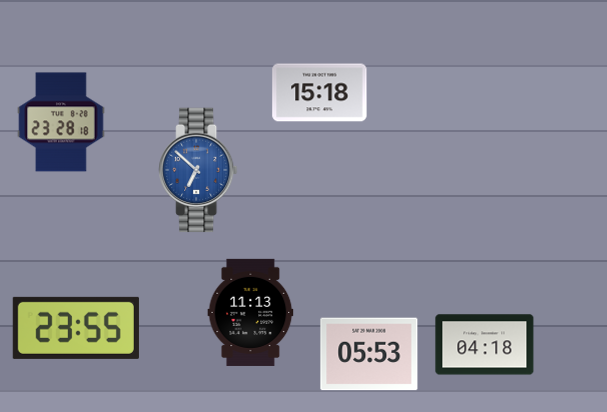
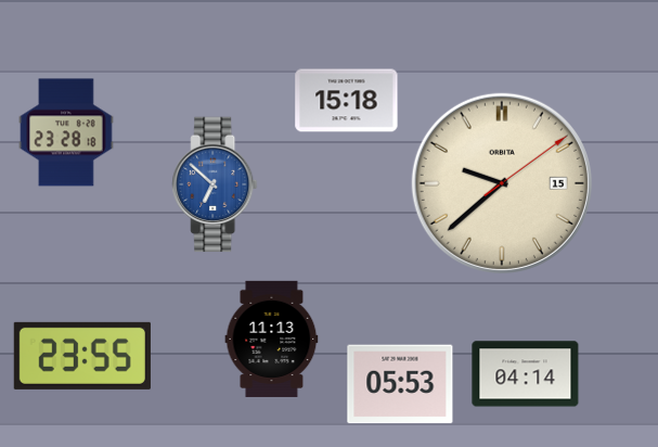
clock at (502, 183): none -> 9:38
clock at (485, 345): 04:18 -> 04:14
